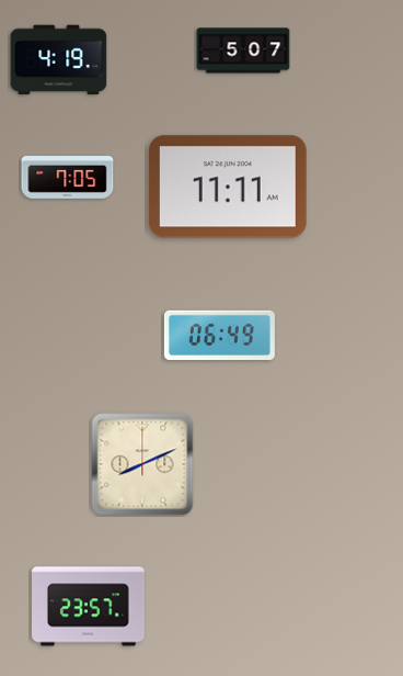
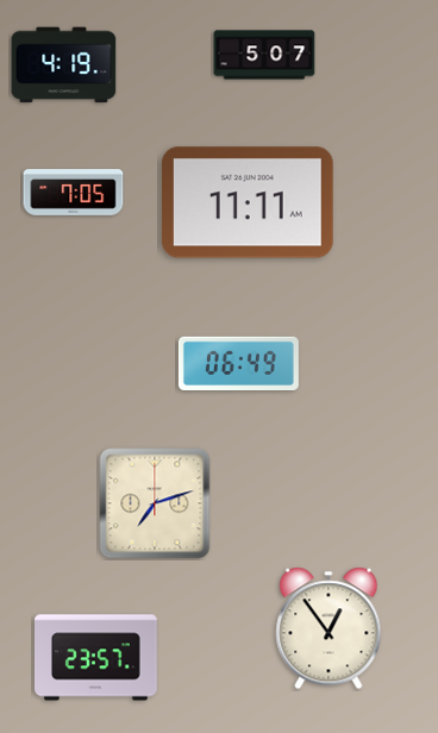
clock at (142, 464): 8:11 -> 7:12
clock at (328, 628): none -> 12:54
